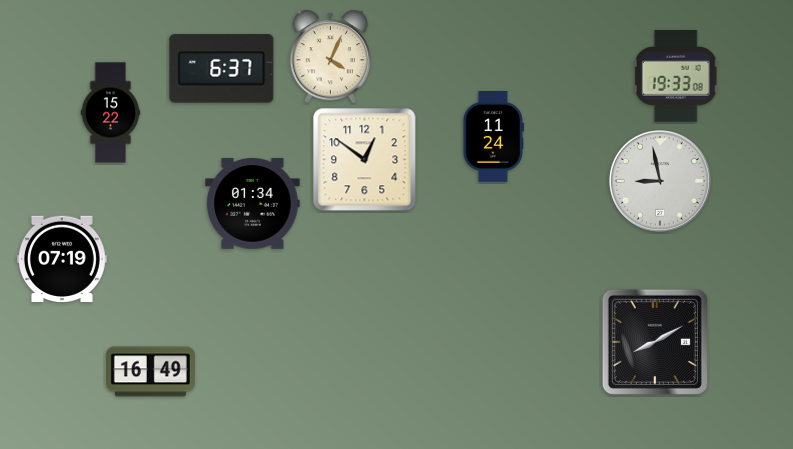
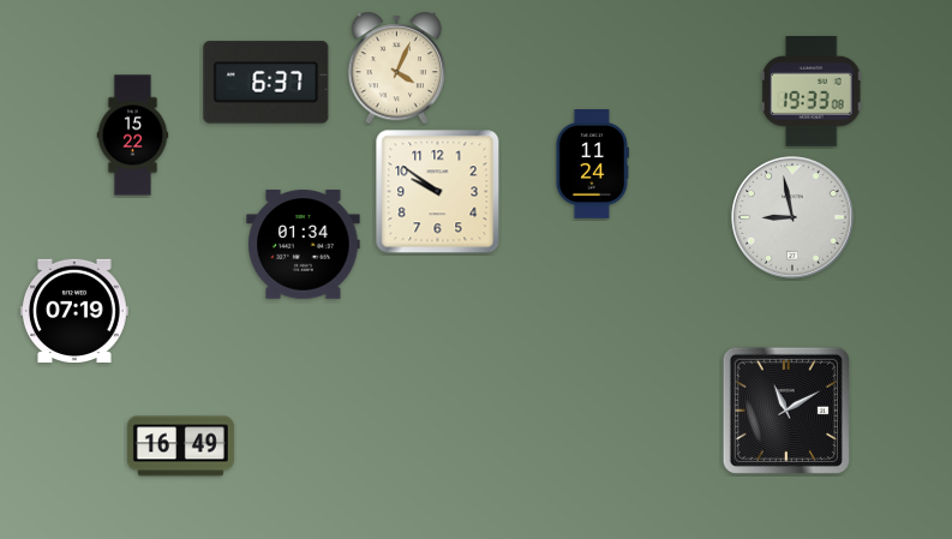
clock at (365, 160): 12:51 -> 9:51
clock at (655, 342): 8:10 -> 11:10
